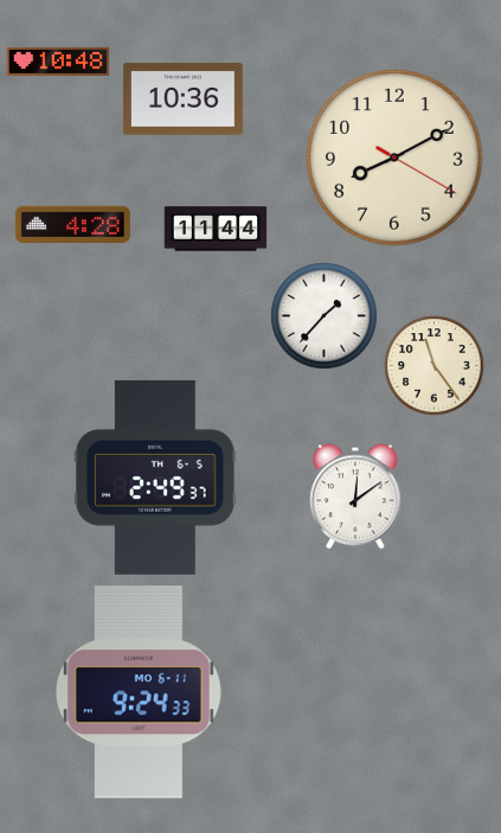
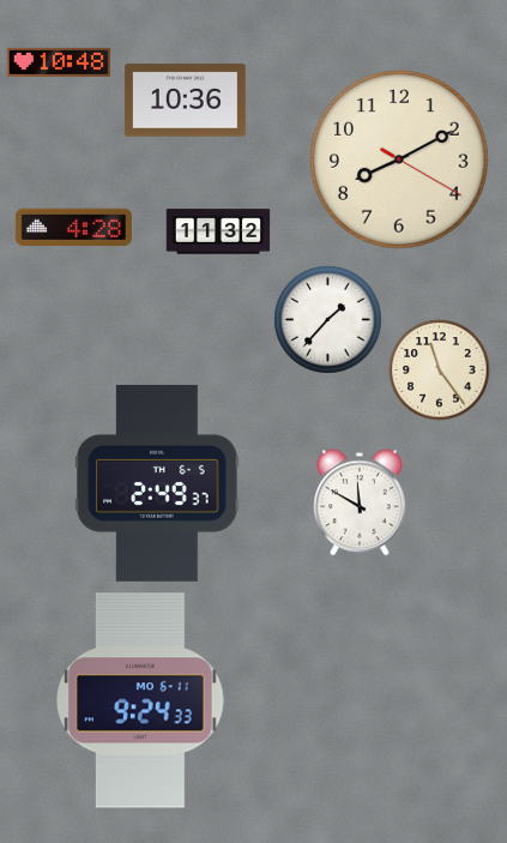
clock at (216, 229): 11:44 -> 11:32
clock at (355, 496): 12:09 -> 11:50
